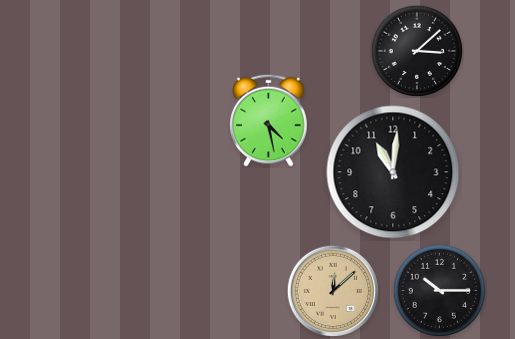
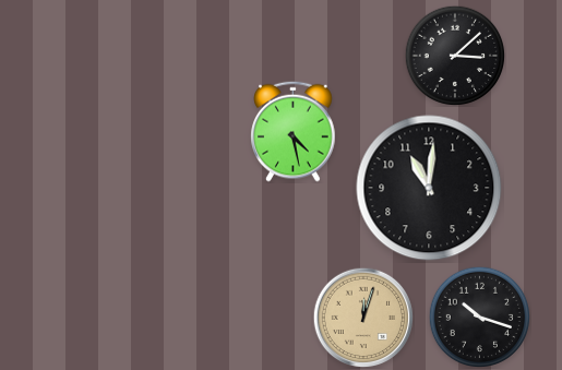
clock at (439, 290): 10:15 -> 10:18
clock at (333, 291): 12:08 -> 12:03
